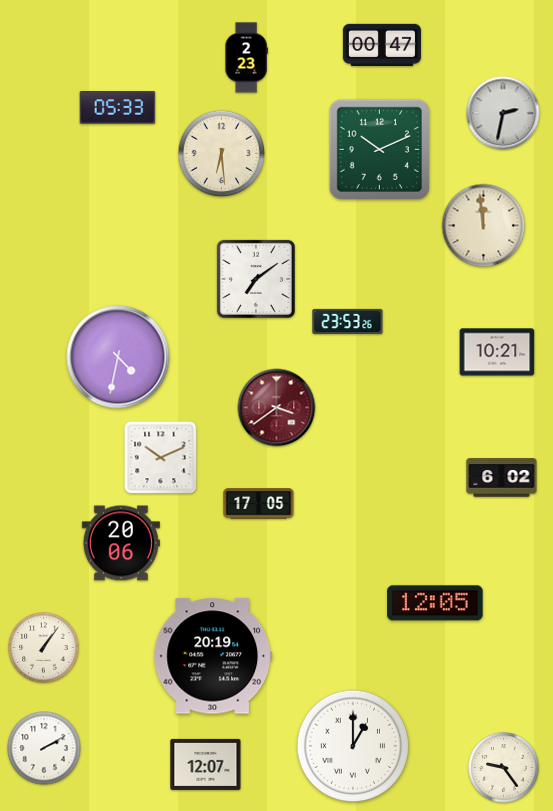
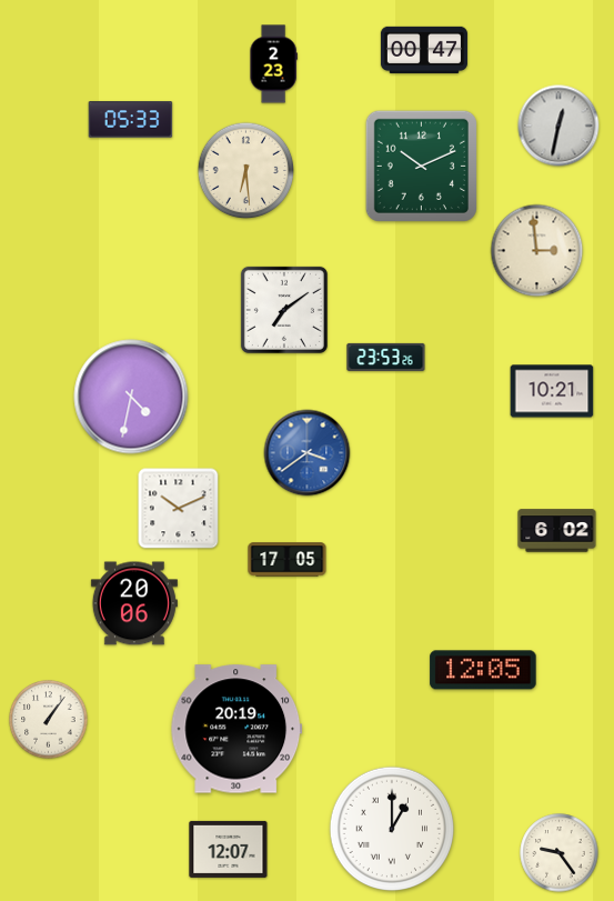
clock at (503, 113): 2:32 -> 12:32
clock at (484, 226): 11:59 -> 2:59
clock at (277, 408) dial: burgundy -> blue
clock at (44, 748): 2:10 -> none
